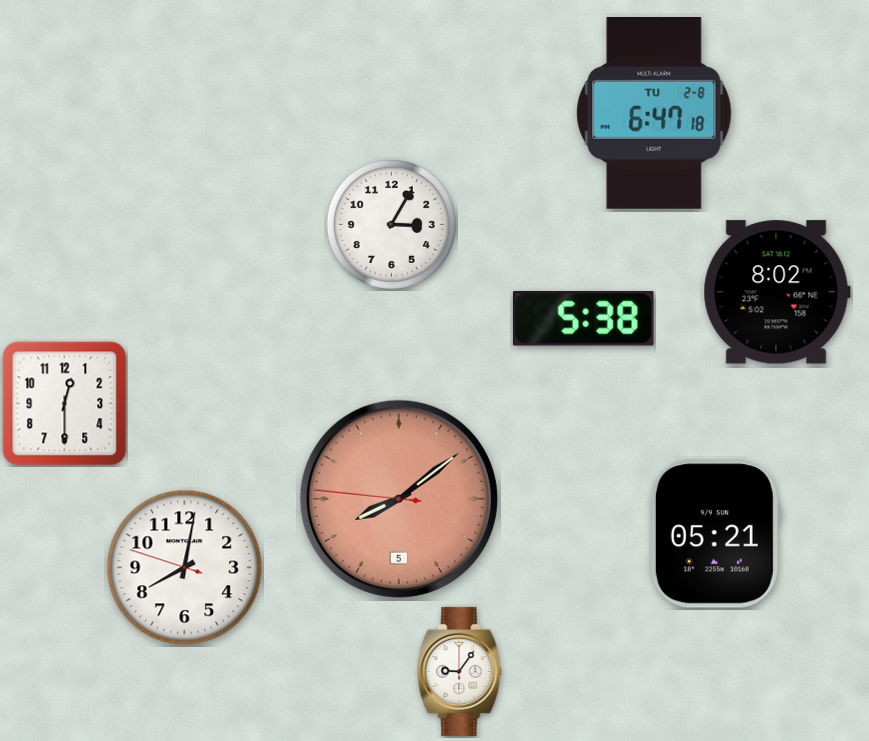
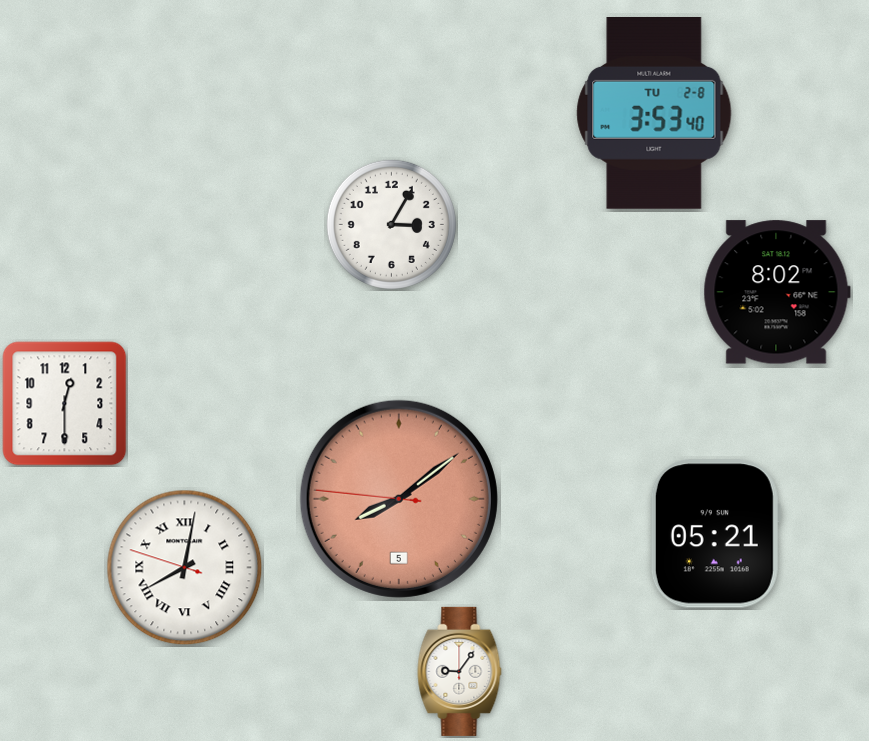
clock at (654, 114): 6:47 -> 3:53
clock at (583, 318): 5:38 -> none
clock at (185, 568) numerals: Arabic -> Roman
